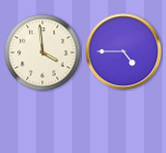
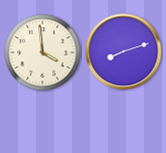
clock at (124, 52): 4:45 -> 8:12
